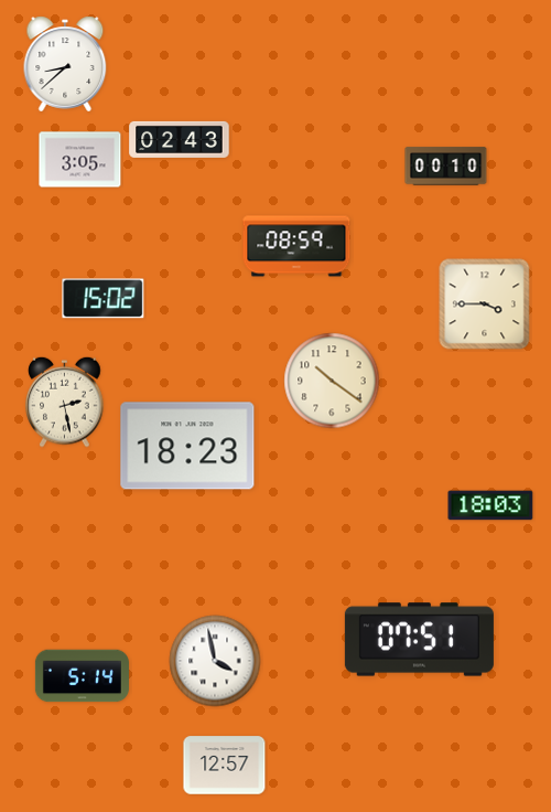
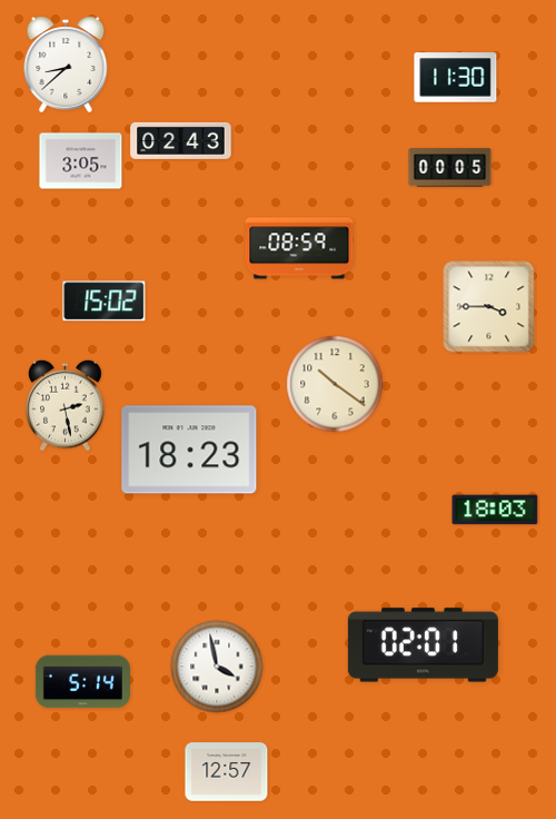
clock at (456, 78): none -> 11:30
clock at (446, 167): 00:10 -> 00:05
clock at (419, 640): 07:51 -> 02:01
